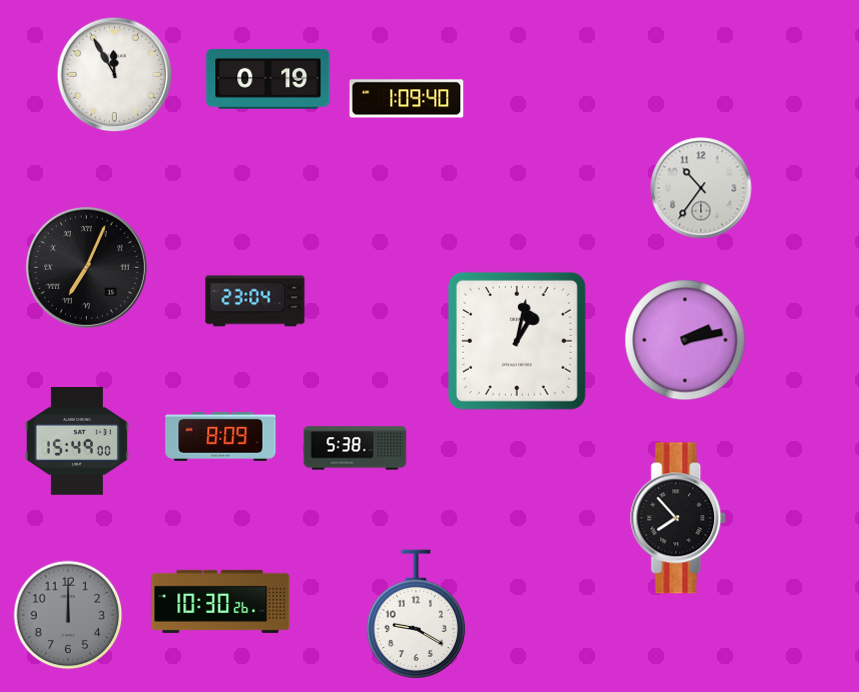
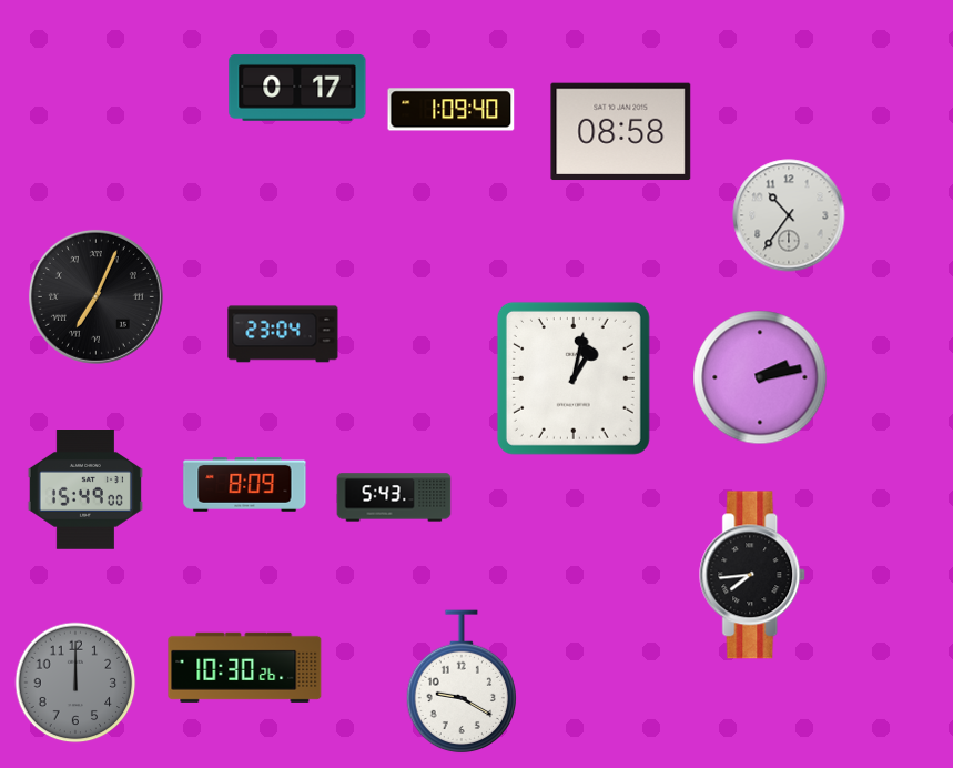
clock at (115, 75): 11:55 -> none
clock at (268, 79): 0:19 -> 0:17
clock at (621, 132): none -> 08:58
clock at (701, 188) position: (701, 188) -> (789, 215)
clock at (355, 448): 5:38 -> 5:43
clock at (679, 518): 7:53 -> 7:44
